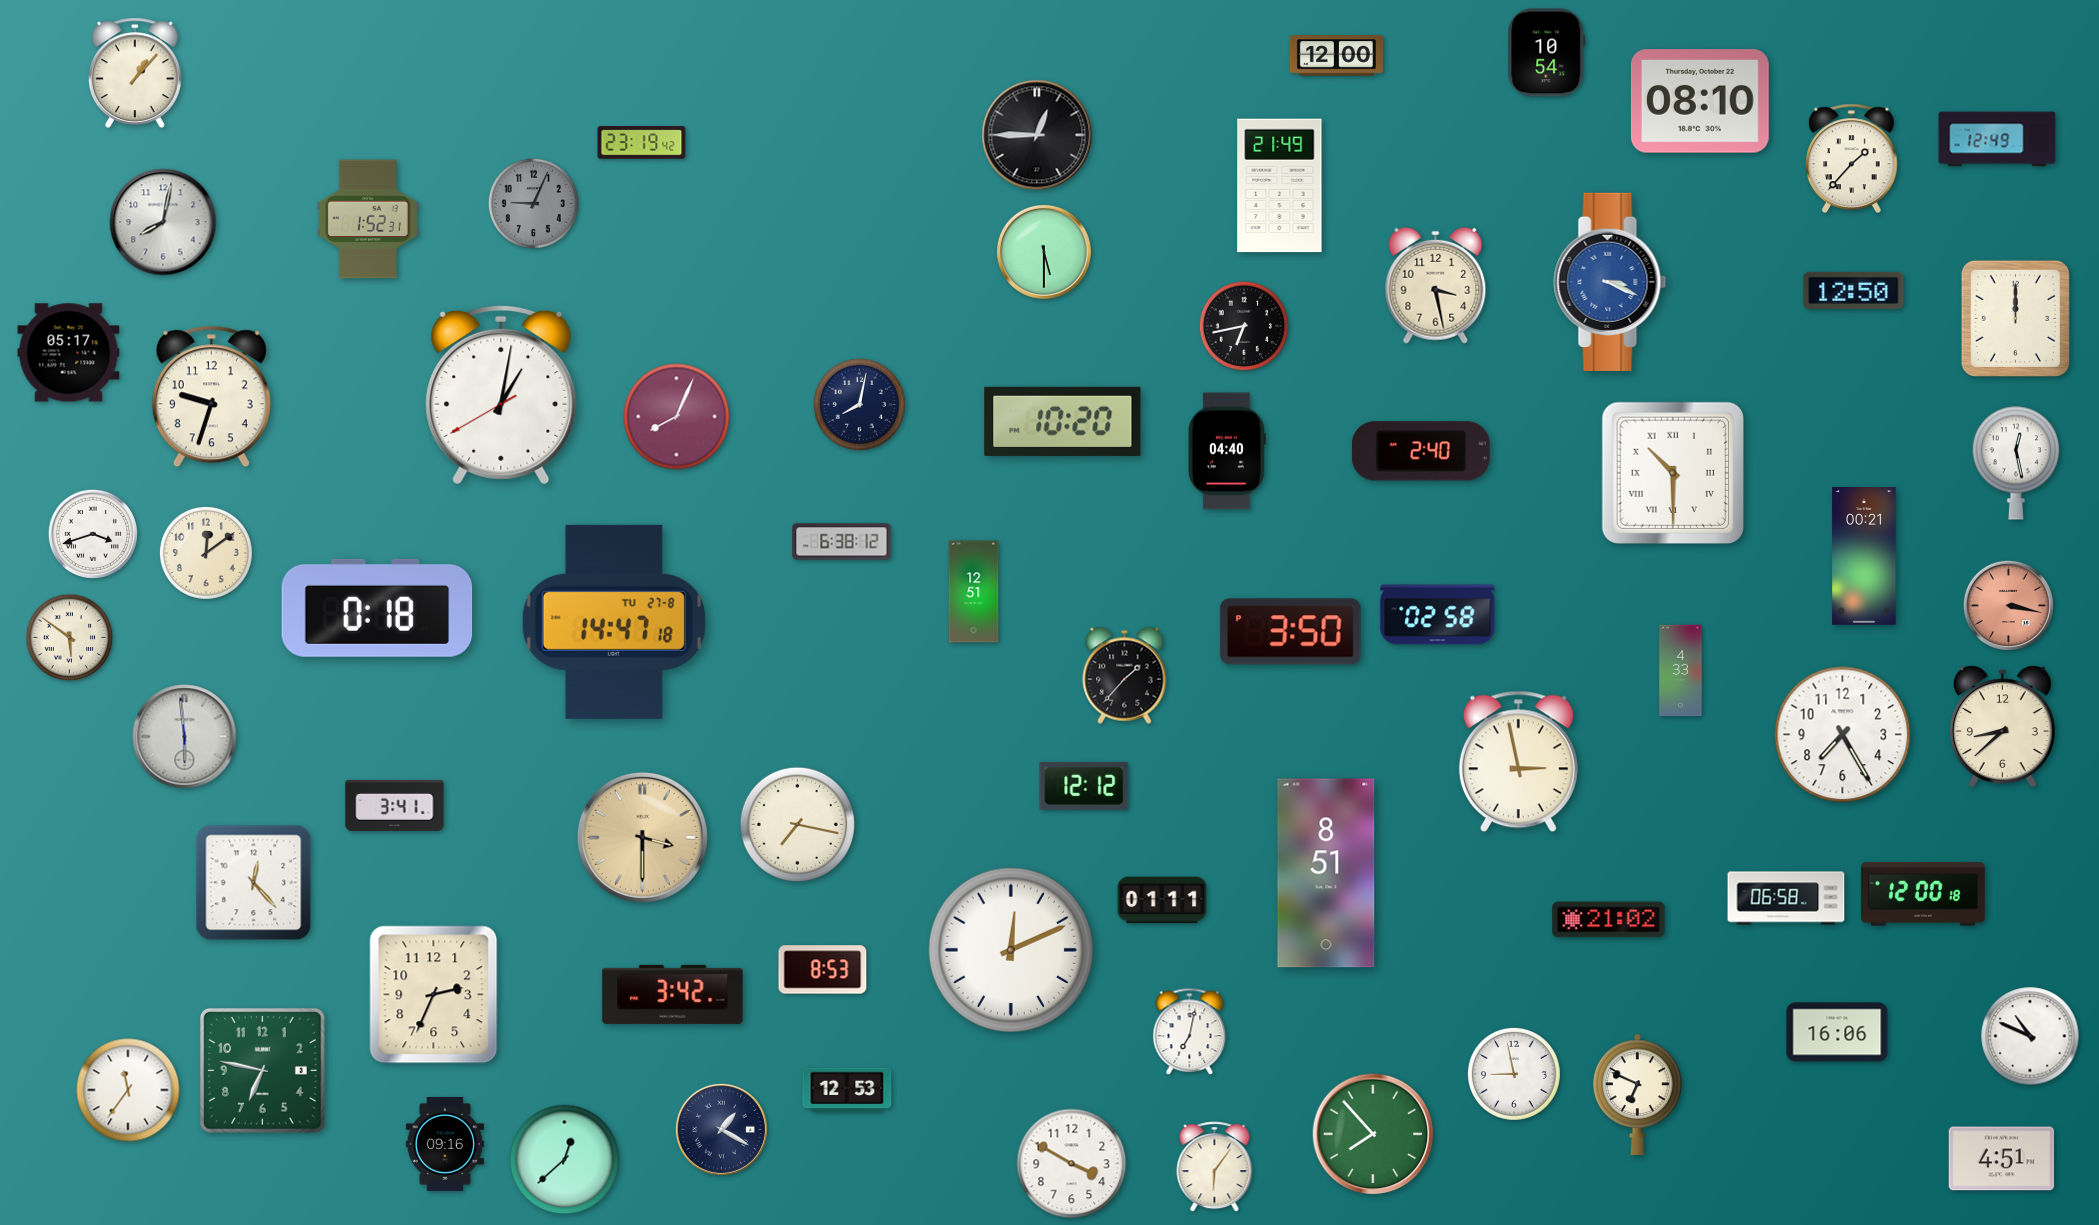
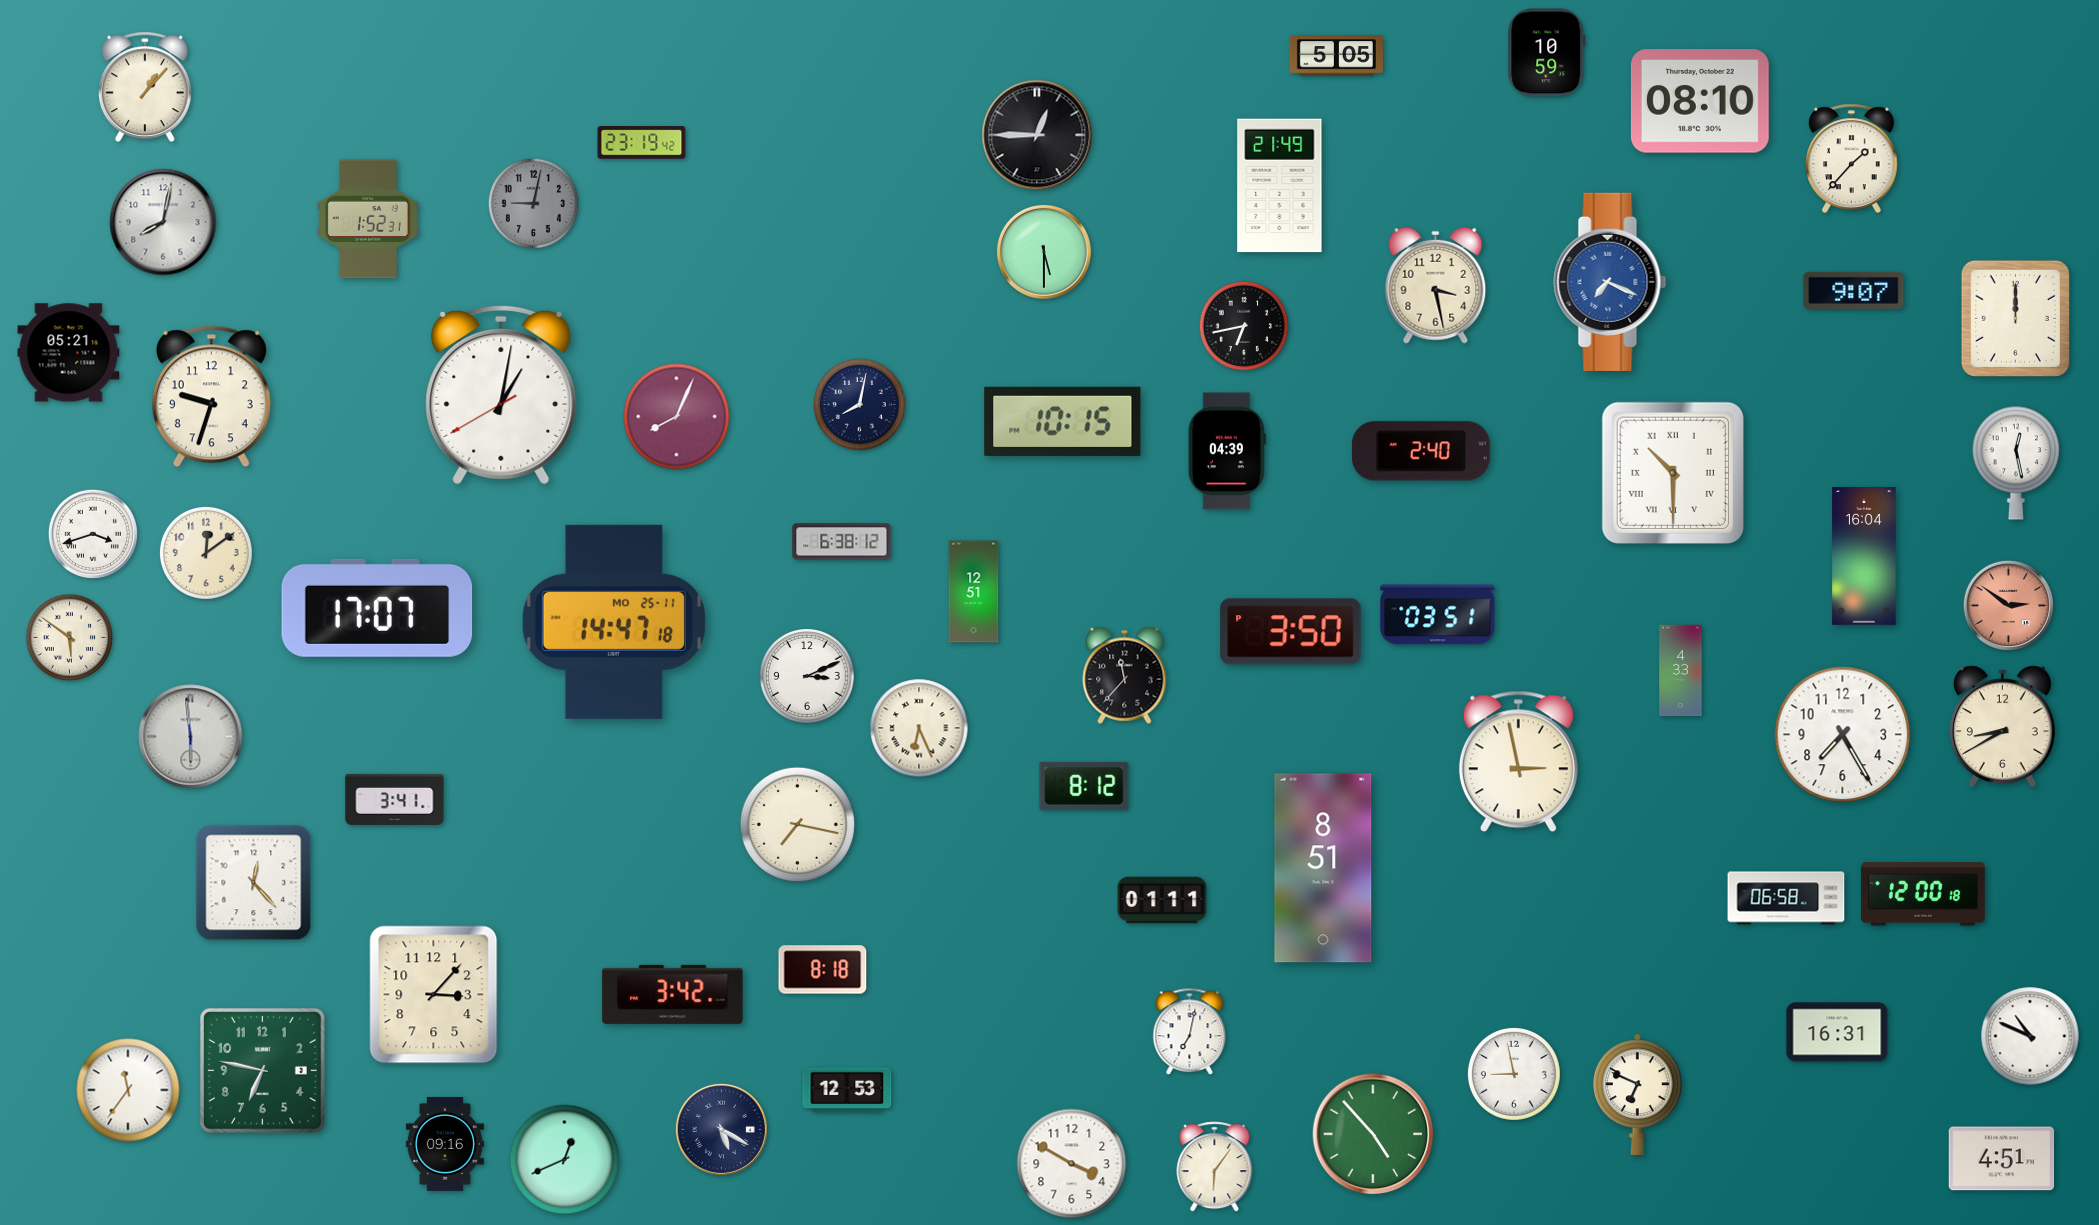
clock at (1547, 53): 10:54 -> 10:59
clock at (1336, 56): 12:00 -> 5:05
clock at (135, 73) position: (135, 73) -> (145, 87)
clock at (1997, 139): 12:49 -> none
clock at (533, 203): 9:04 -> 9:02
clock at (1610, 282): 3:19 -> 7:19
clock at (1854, 290): 12:50 -> 9:07
clock at (69, 353): 05:17 -> 05:21
clock at (1063, 421): 10:20 -> 10:15
clock at (1227, 451): 04:40 -> 04:39
clock at (1864, 557): 00:21 -> 16:04
clock at (2008, 605): 3:17 -> 2:51
clock at (377, 608): 0:18 -> 17:07
clock at (1438, 615): 02:58 -> 03:51
clock at (614, 622) date: TU 27-8 -> MO 25-11
clock at (1125, 675): 1:37 -> 11:37
clock at (807, 676): none -> 3:11
clock at (2002, 727): 8:38 -> 8:40
clock at (919, 728): none -> 6:26
clock at (185, 737) position: (185, 737) -> (191, 737)
clock at (1084, 786): 12:12 -> 8:12
clock at (395, 805) position: (395, 805) -> (395, 799)
clock at (642, 837): 3:30 -> none
clock at (1326, 873) position: (1326, 873) -> (1323, 868)
clock at (1609, 920): 21:02 -> none
clock at (1010, 949): 12:11 -> none
clock at (823, 970): 8:53 -> 8:18
clock at (434, 995): 2:34 -> 3:07
clock at (1837, 1032): 16:06 -> 16:31
clock at (721, 1129): 1:20 -> 5:20
clock at (1373, 1134): 7:53 -> 4:53
clock at (565, 1160): 12:38 -> 12:41
